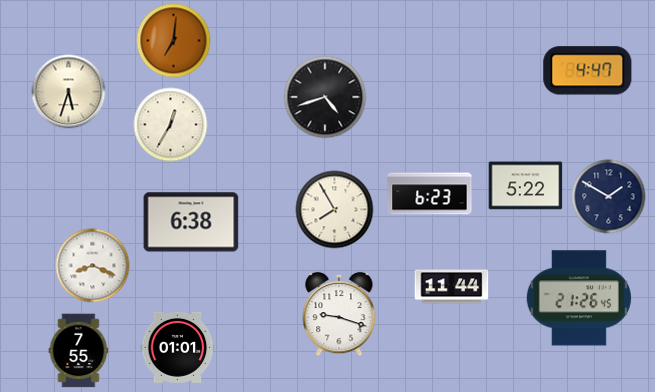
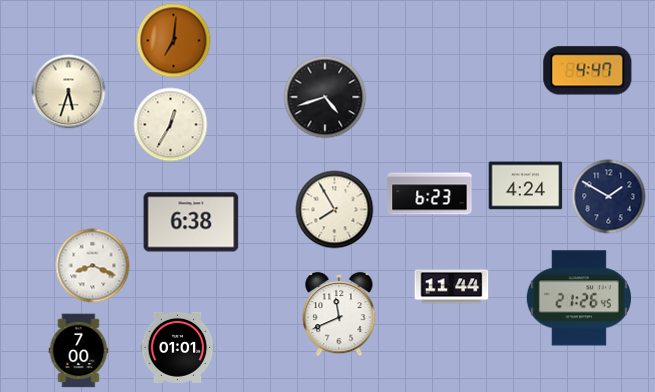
clock at (526, 186): 5:22 -> 4:24
clock at (339, 314): 9:18 -> 11:41
clock at (79, 351): 7:55 -> 7:00
